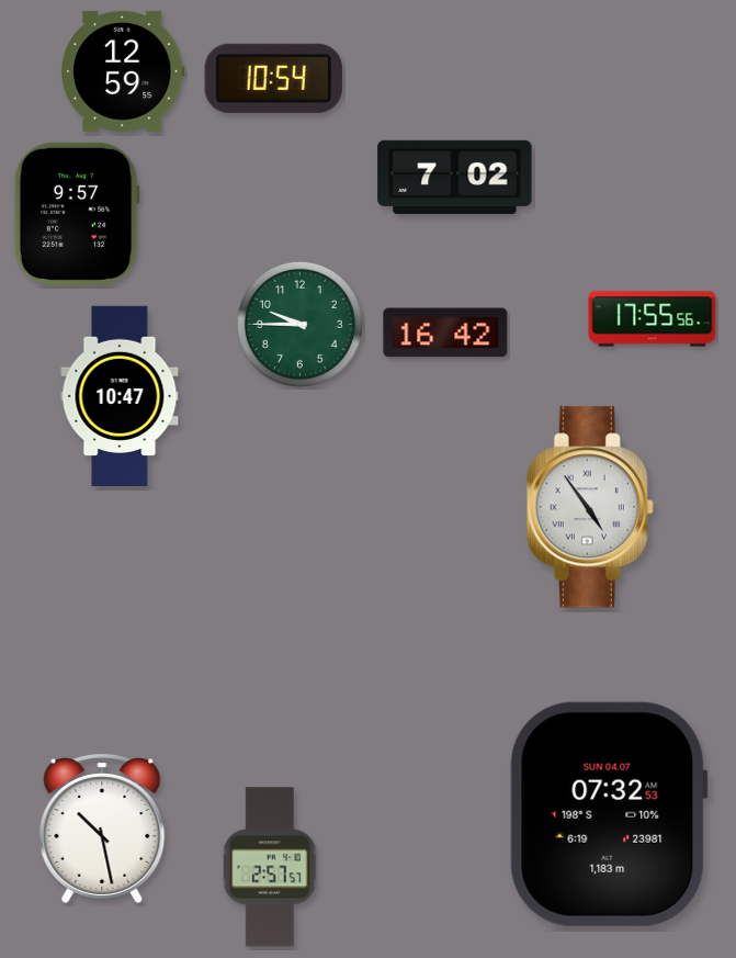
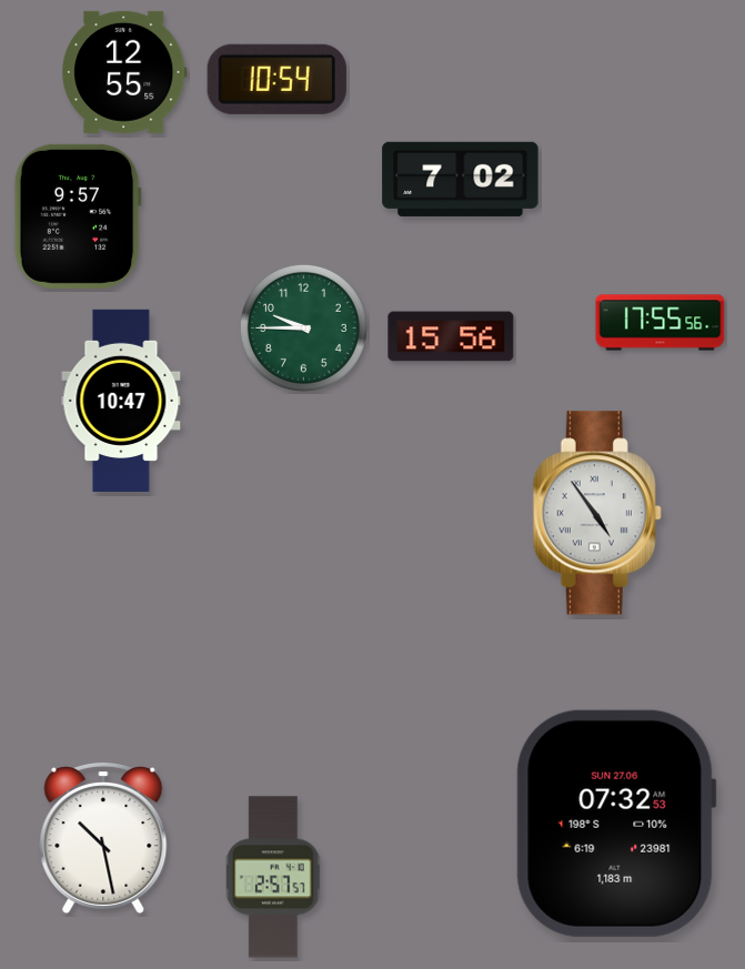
clock at (124, 71): 12:59 -> 12:55
clock at (445, 333): 16:42 -> 15:56
clock at (609, 814) date: SUN 04.07 -> SUN 27.06
